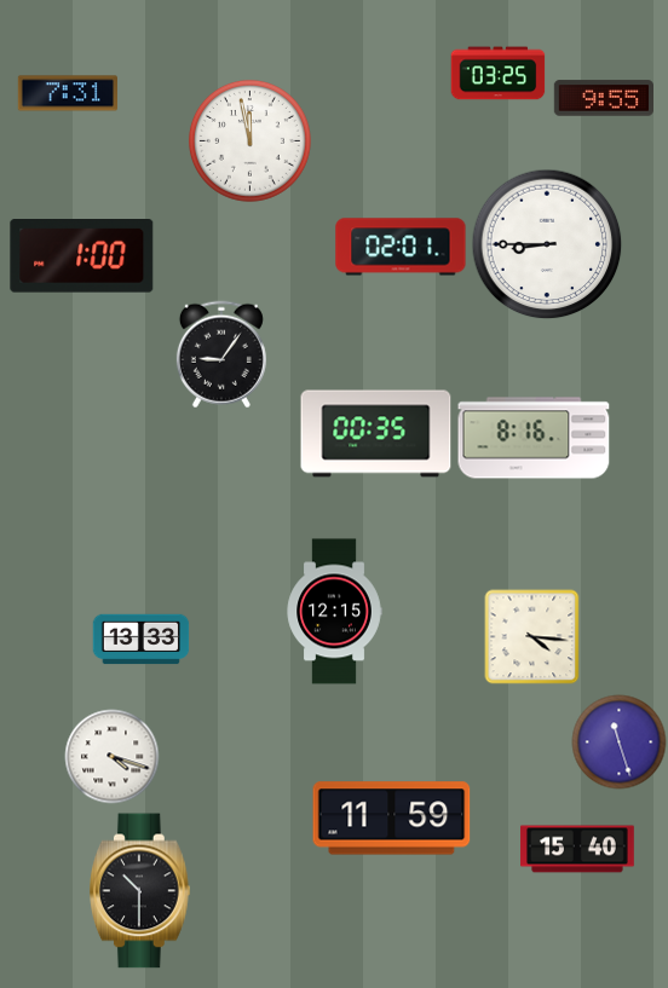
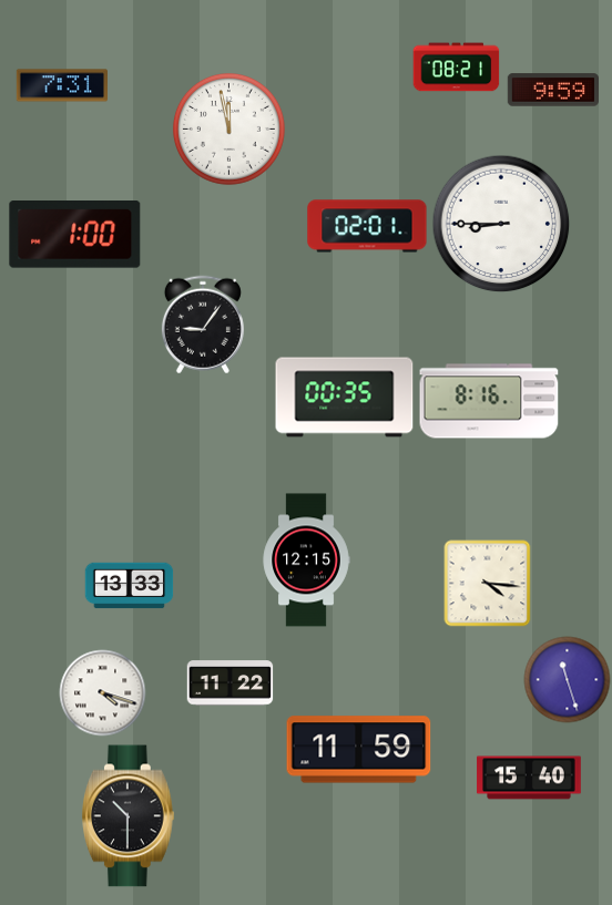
clock at (497, 74): 03:25 -> 08:21
clock at (603, 98): 9:55 -> 9:59
clock at (229, 683): none -> 11:22
